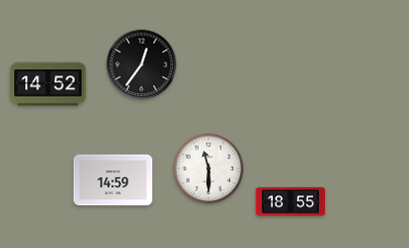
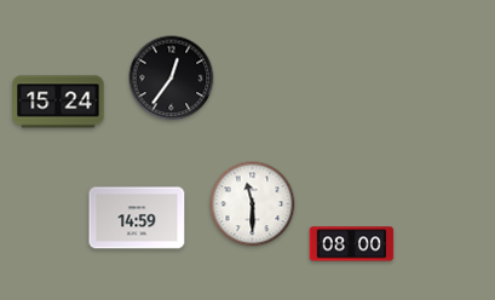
clock at (48, 84): 14:52 -> 15:24
clock at (291, 202): 18:55 -> 08:00
